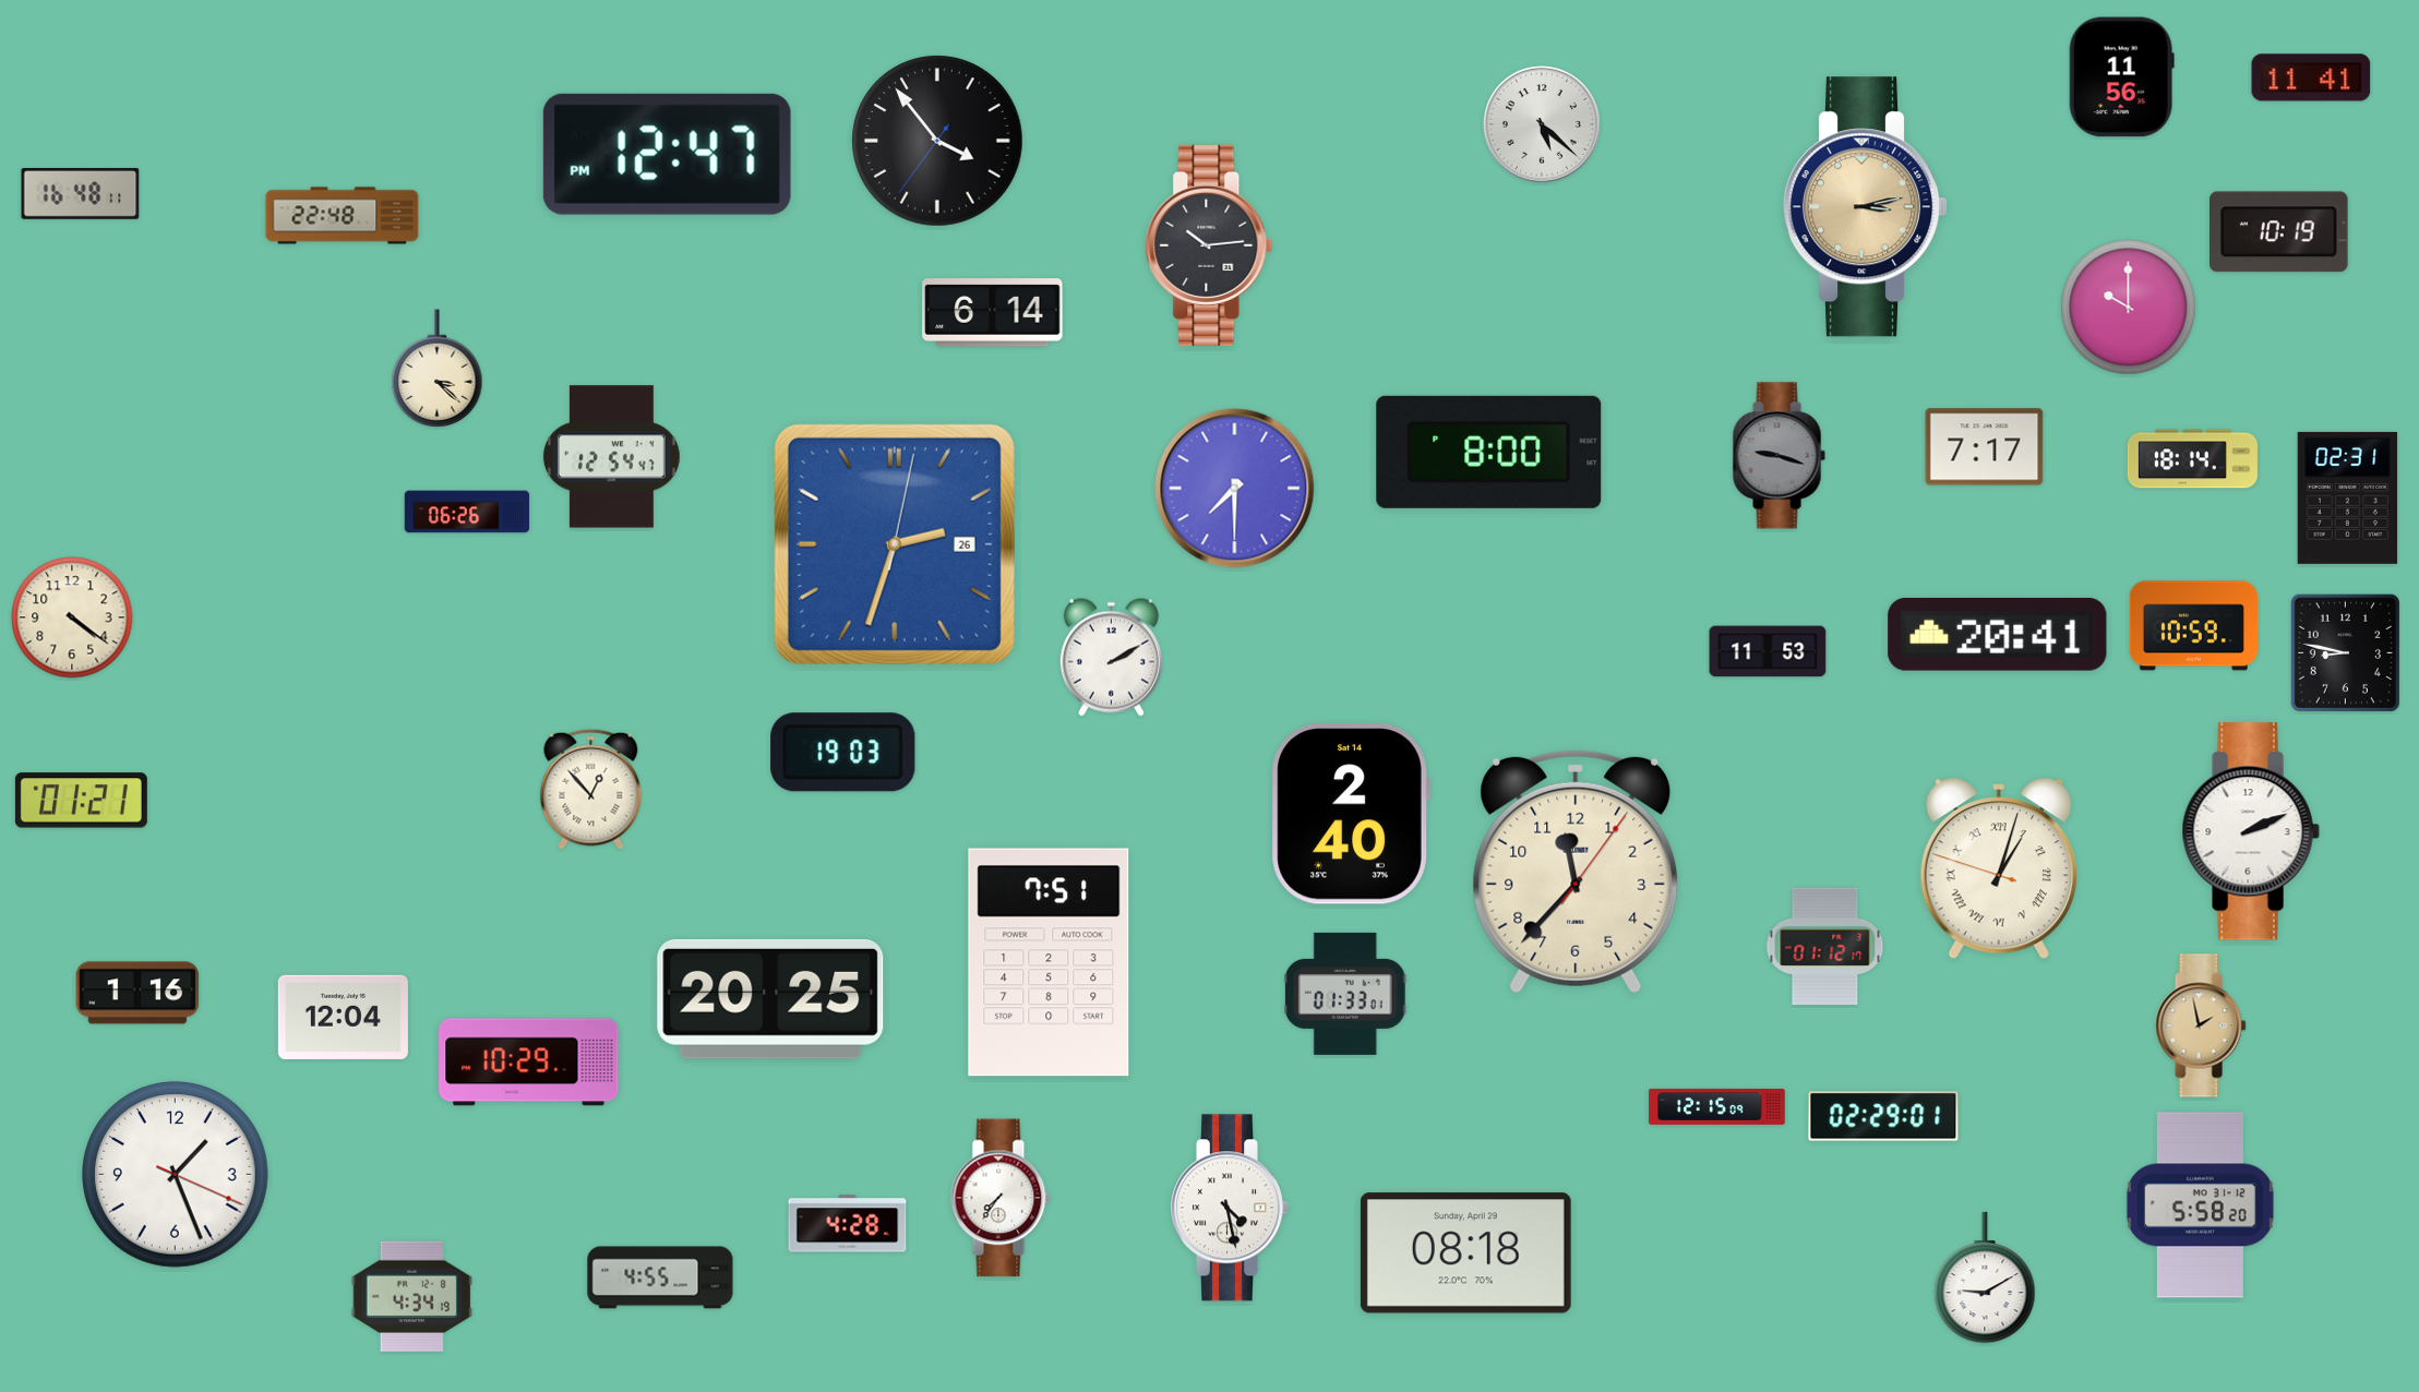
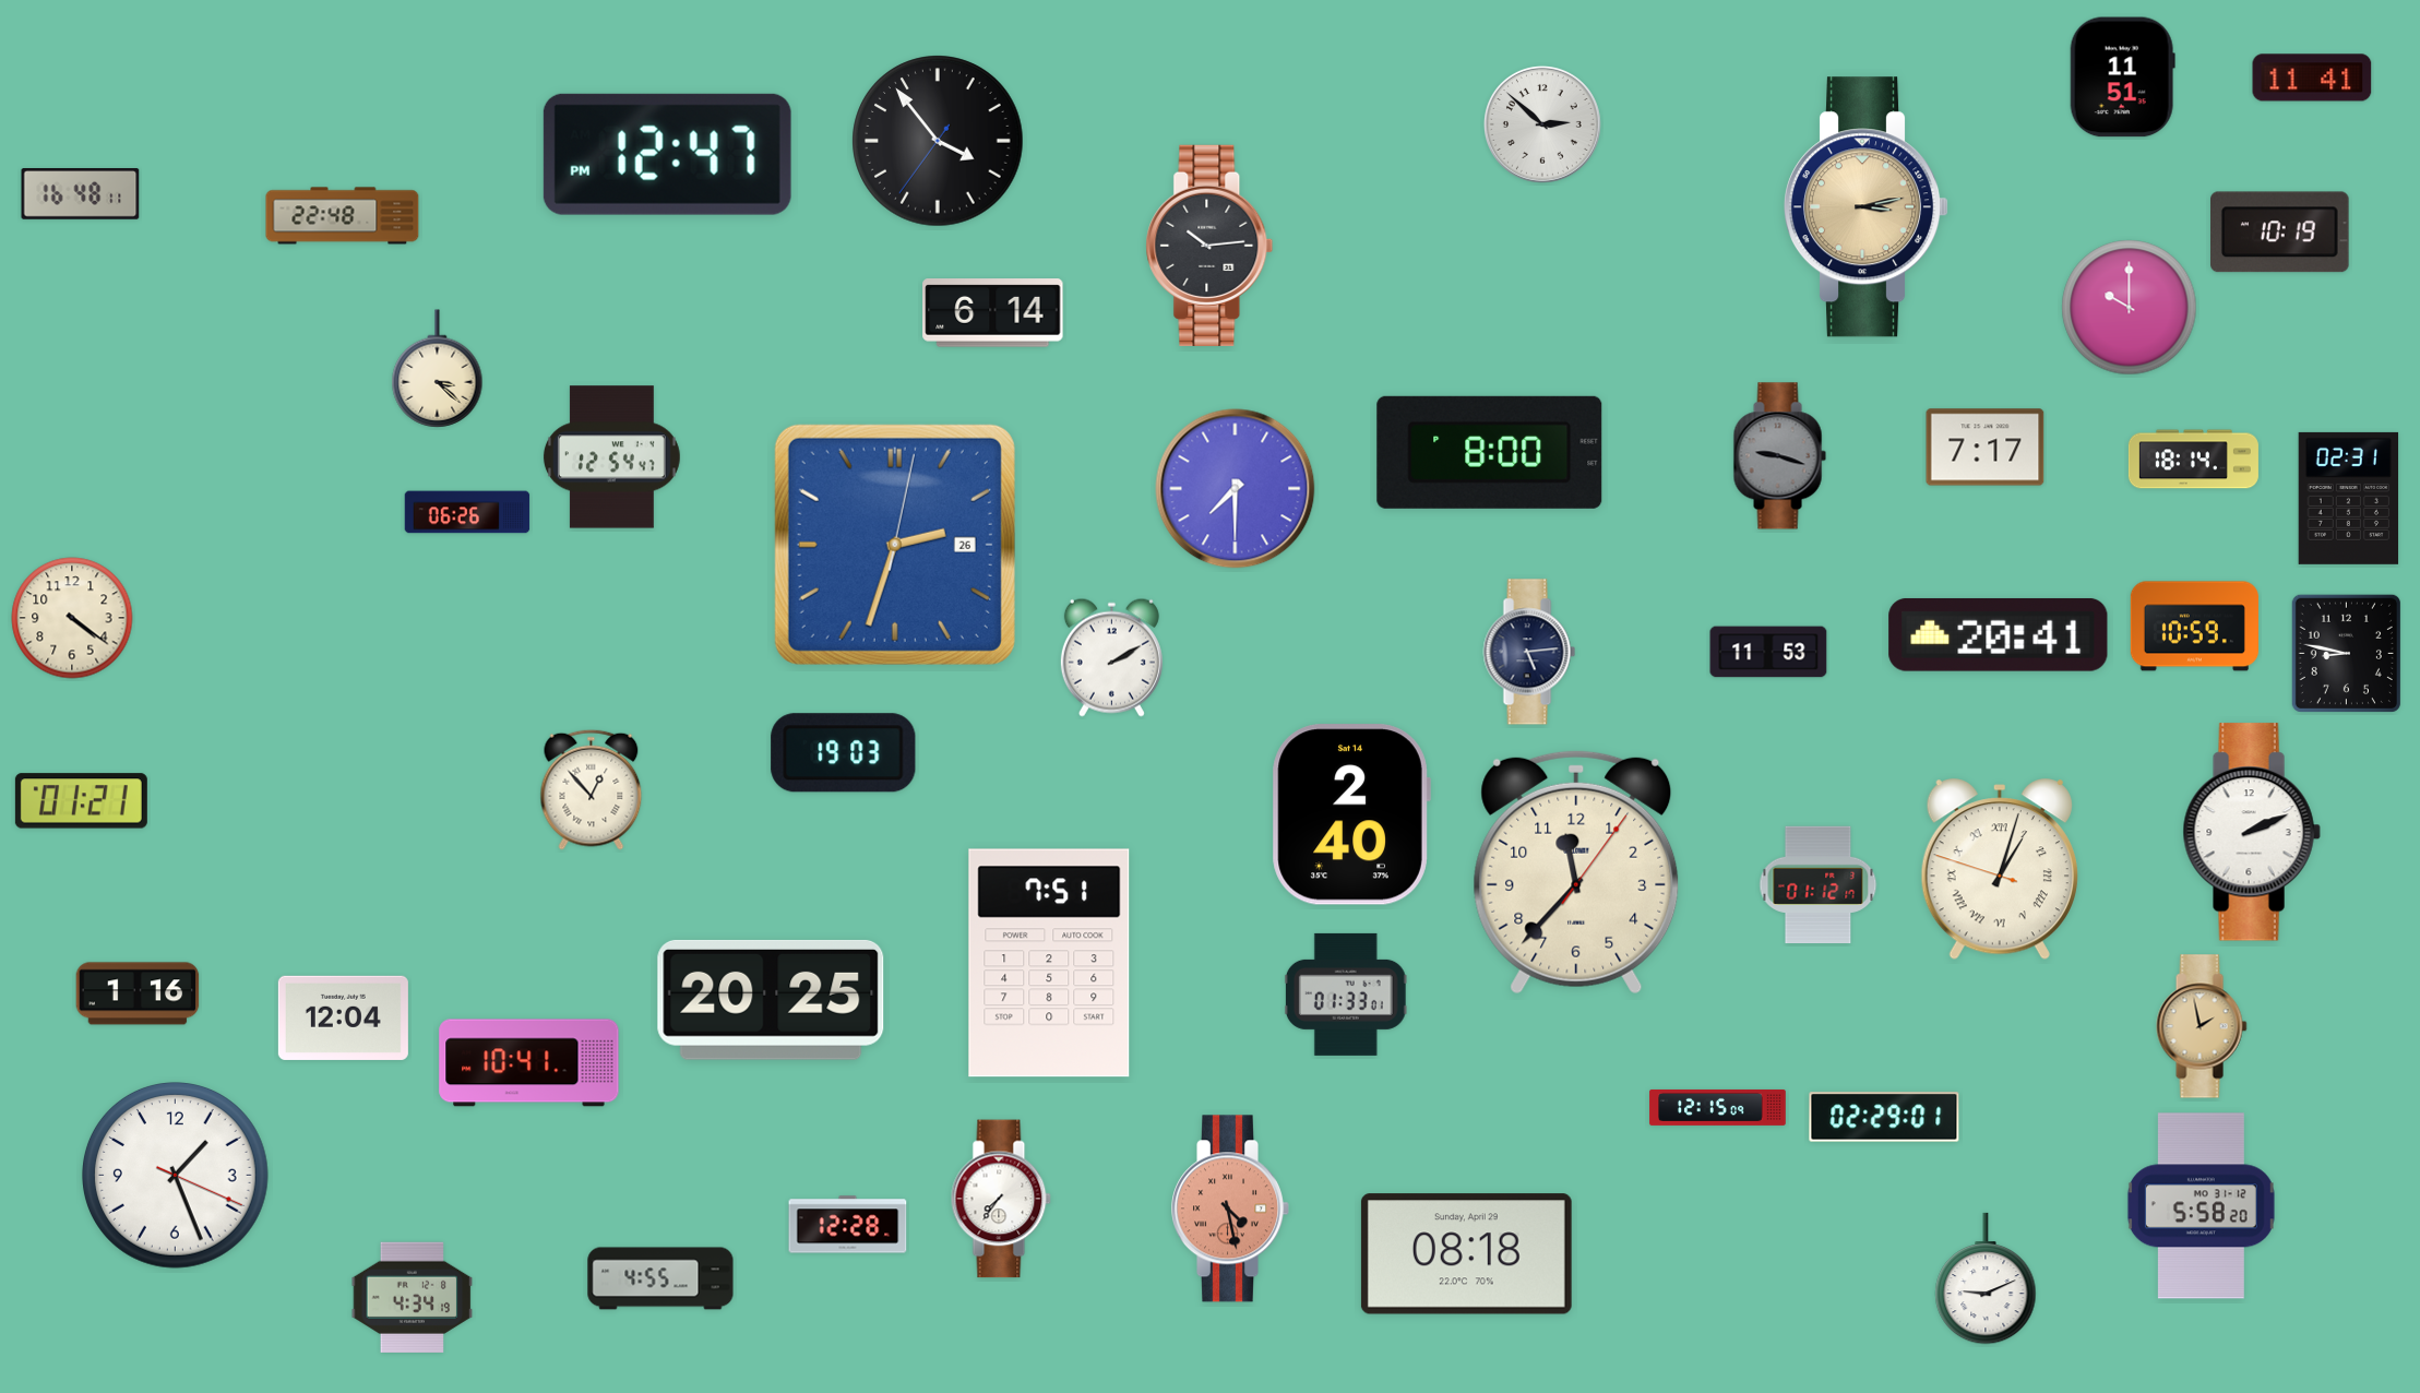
clock at (2121, 77): 11:56 -> 11:51
clock at (1542, 124): 5:22 -> 2:52
clock at (1529, 652): none -> 5:14
clock at (1825, 947) position: (1825, 947) -> (1819, 885)
clock at (529, 1063): 10:29 -> 10:41
clock at (1230, 1208) dial: white -> salmon
clock at (848, 1224): 4:28 -> 12:28
clock at (1985, 1277): 9:10 -> 9:11
